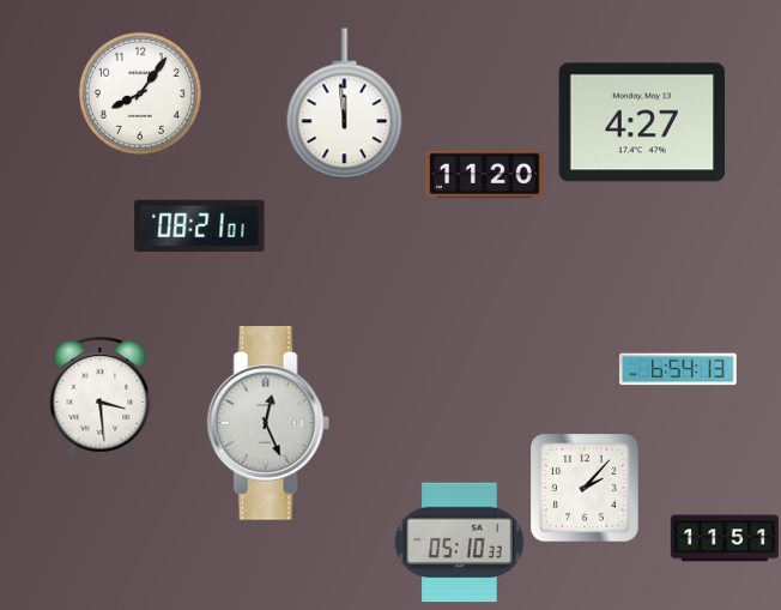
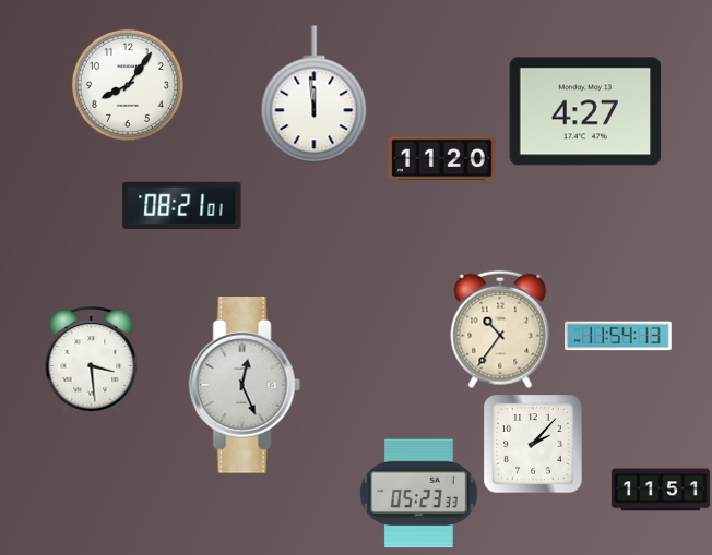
clock at (500, 329): none -> 10:36
clock at (679, 369): 6:54 -> 11:54
clock at (460, 543): 05:10 -> 05:23
